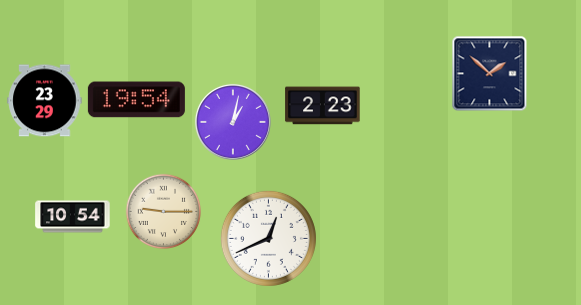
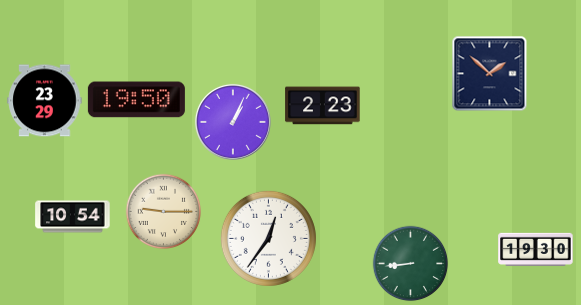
clock at (136, 100): 19:54 -> 19:50
clock at (233, 122): 1:02 -> 1:04
clock at (268, 238): 12:41 -> 12:36
clock at (536, 249): none -> 19:30
clock at (411, 264): none -> 8:44
